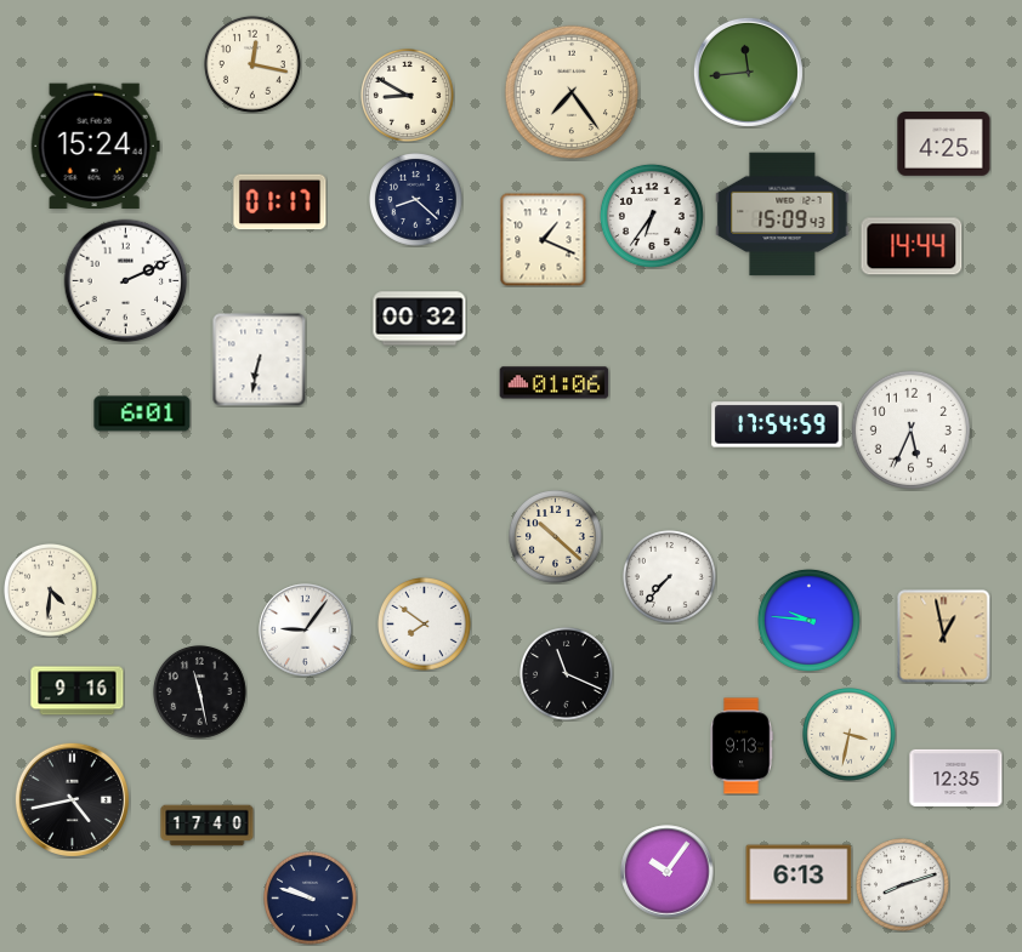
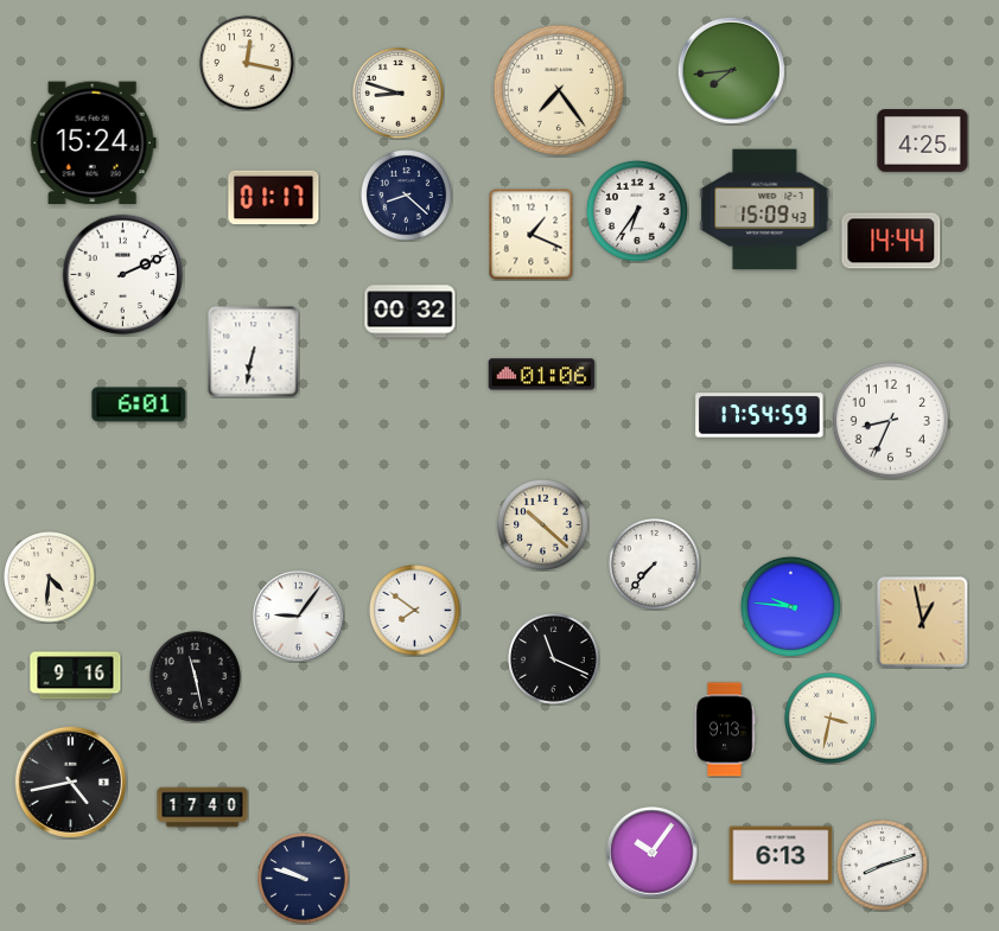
clock at (748, 72): 11:44 -> 7:44
clock at (408, 96): 8:50 -> 8:48
clock at (910, 429): 5:34 -> 8:34
clock at (956, 777): 12:35 -> none
